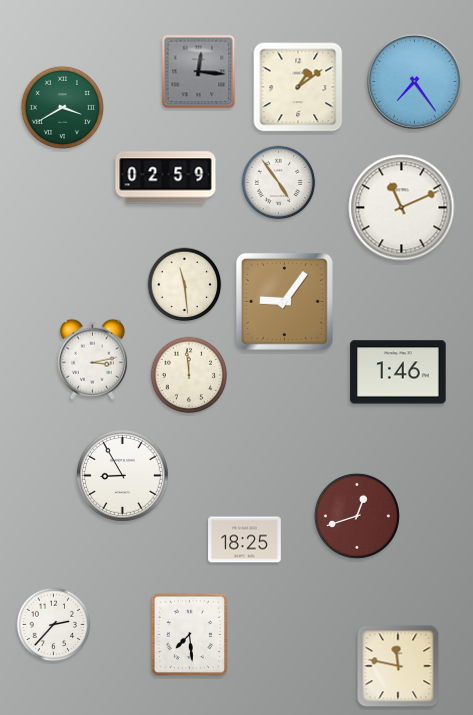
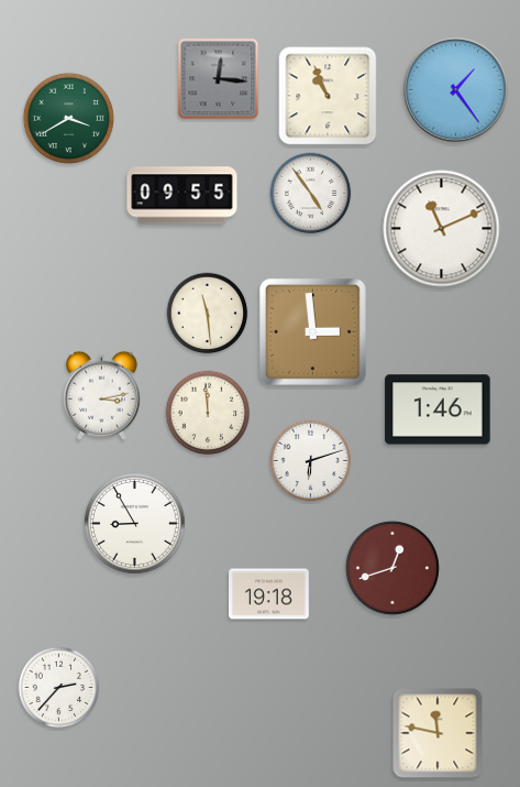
clock at (415, 82): 7:24 -> 1:24
clock at (298, 87): 1:09 -> 10:56
clock at (166, 178): 02:59 -> 09:55
clock at (279, 183) position: (279, 183) -> (311, 194)
clock at (185, 285) position: (185, 285) -> (208, 314)
clock at (284, 301): 9:06 -> 2:59
clock at (311, 461): none -> 6:12
clock at (245, 540): 18:25 -> 19:18
clock at (190, 635): 7:29 -> none
